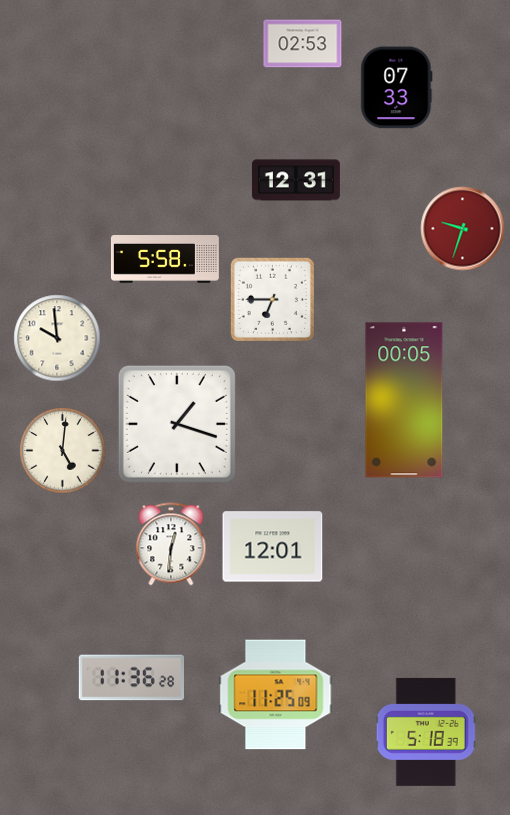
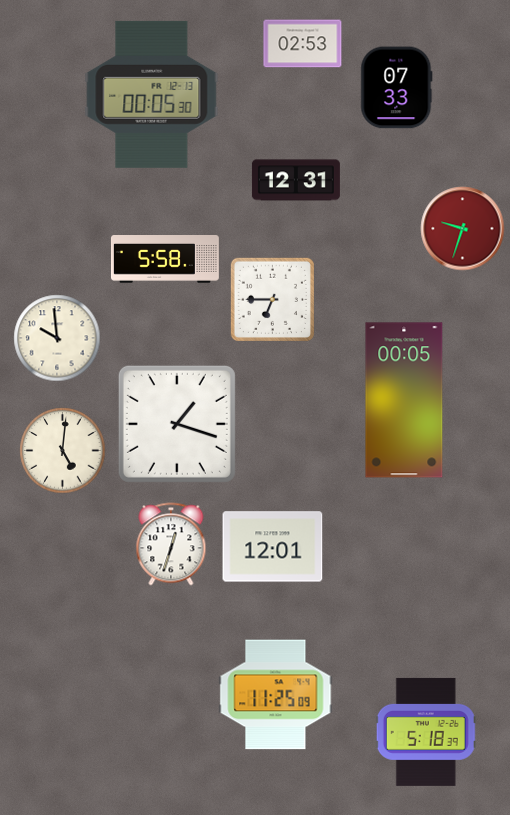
clock at (152, 94): none -> 00:05
clock at (171, 544): 12:31 -> 12:33
clock at (131, 678): 11:36 -> none
